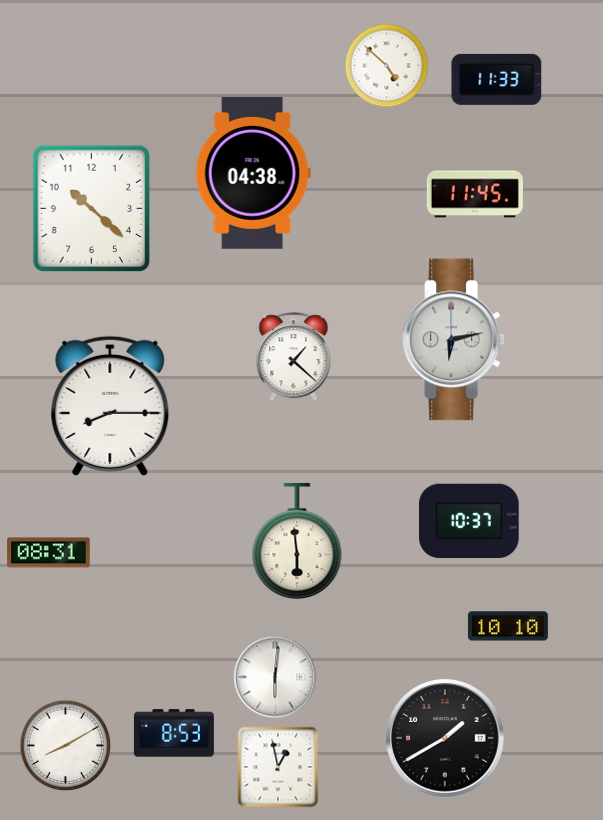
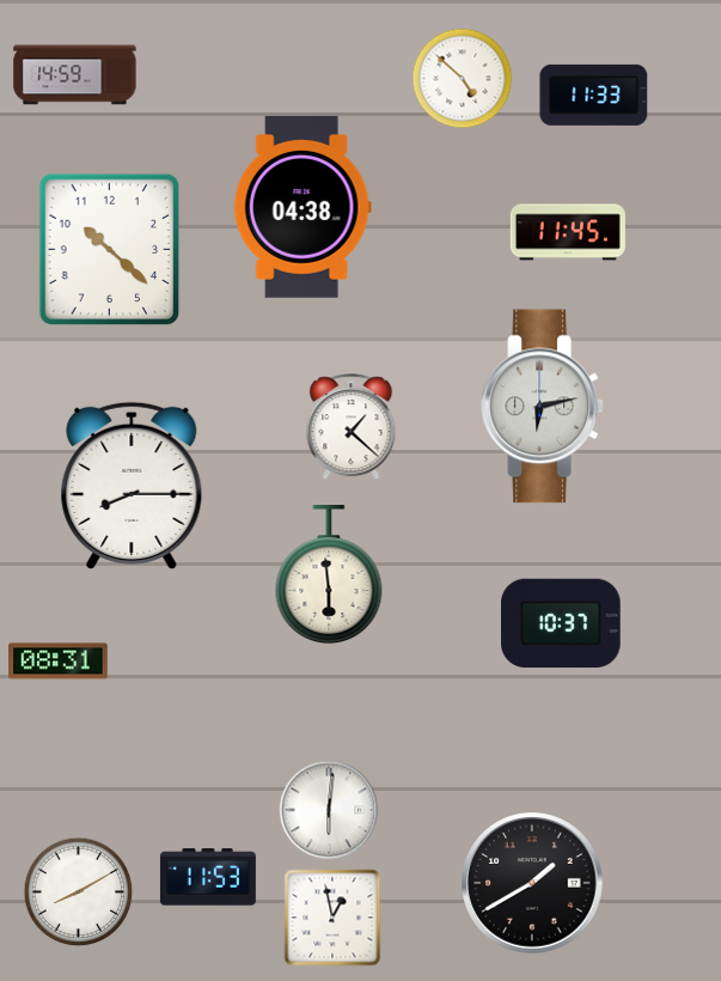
clock at (75, 75): none -> 14:59
clock at (297, 540) position: (297, 540) -> (329, 573)
clock at (508, 626): 10:10 -> none
clock at (174, 733): 8:53 -> 11:53
